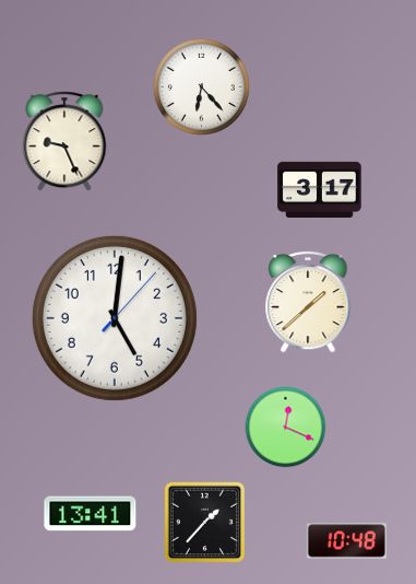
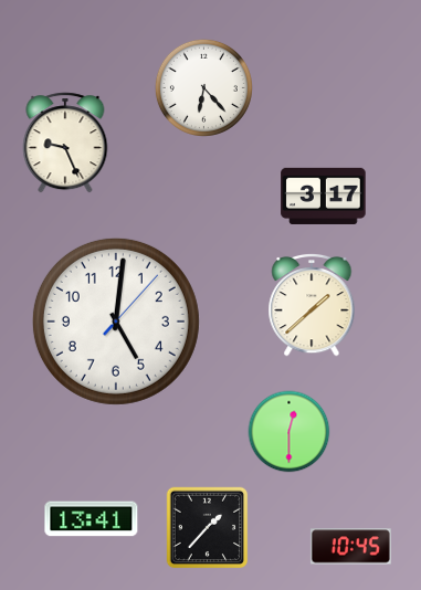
clock at (320, 189) position: (320, 189) -> (324, 196)
clock at (286, 428): 12:19 -> 12:30
clock at (346, 541): 10:48 -> 10:45
